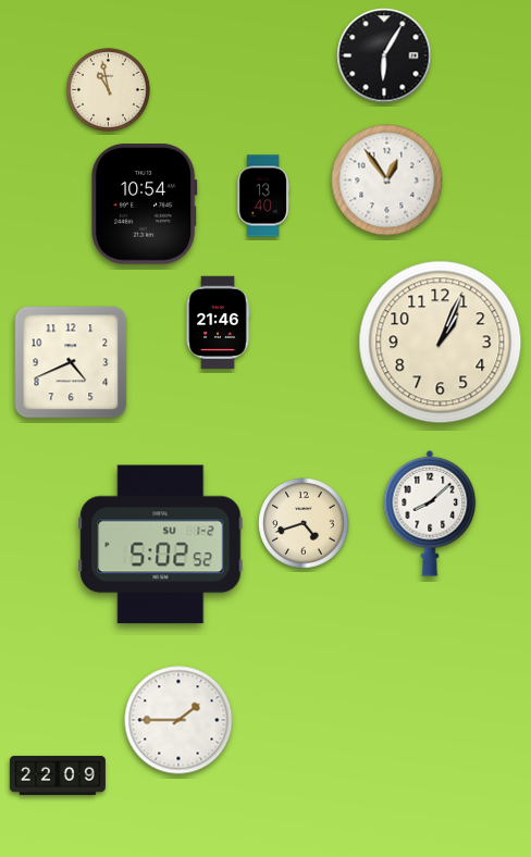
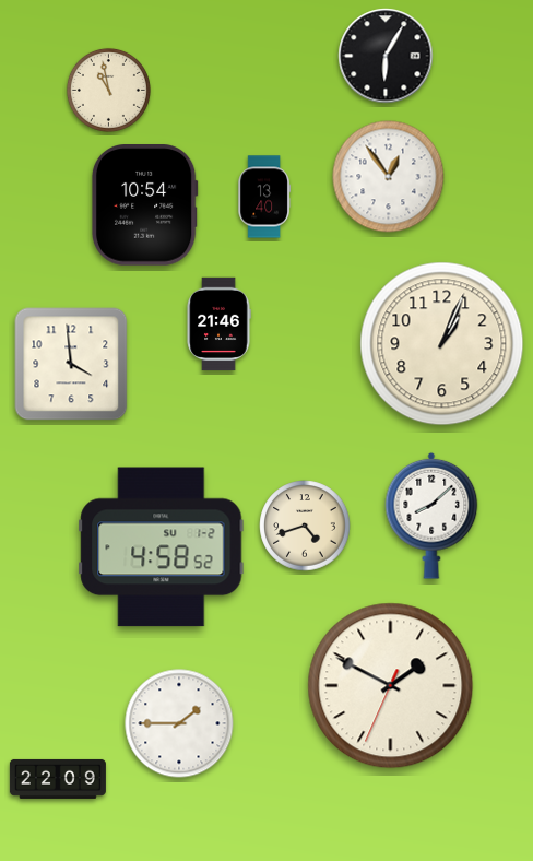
clock at (387, 181) position: (387, 181) -> (389, 177)
clock at (71, 362): 4:41 -> 3:59
clock at (161, 545): 5:02 -> 4:58
clock at (391, 686): none -> 1:49
